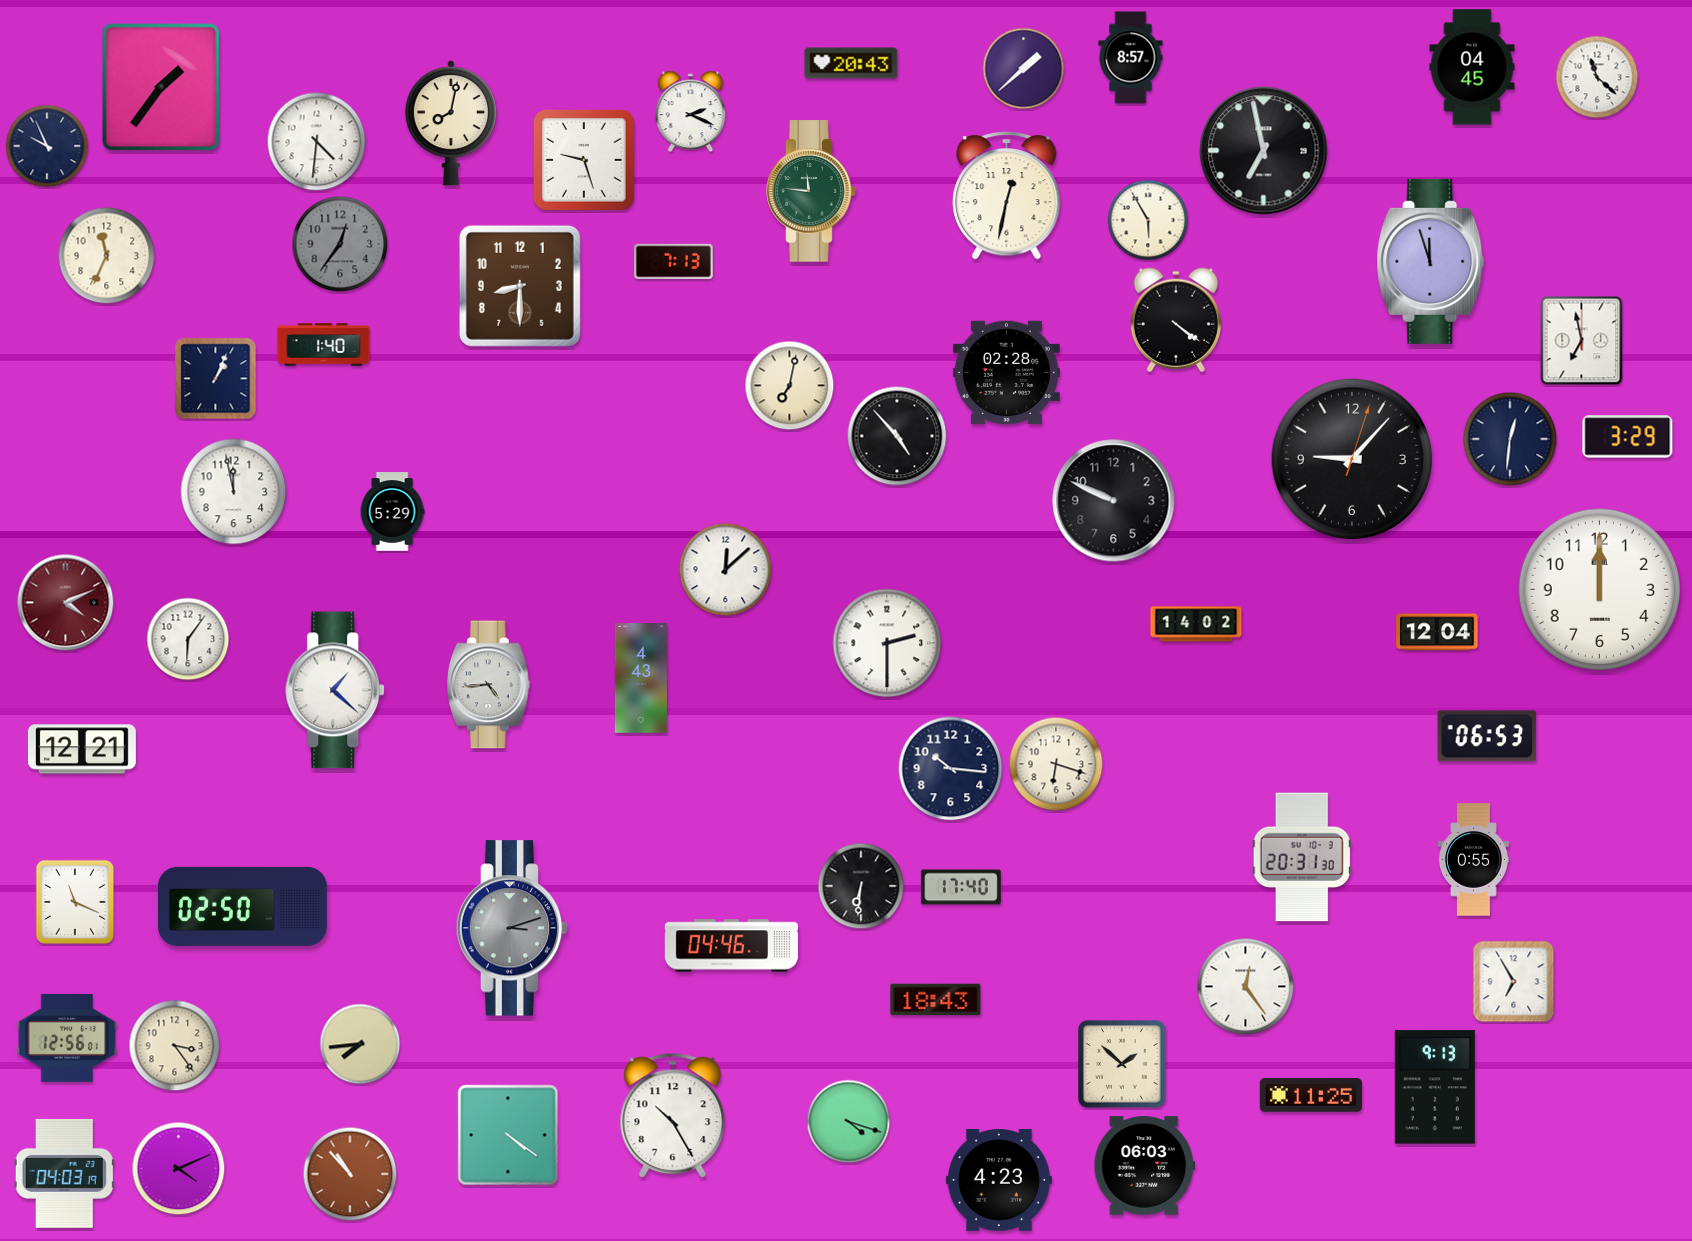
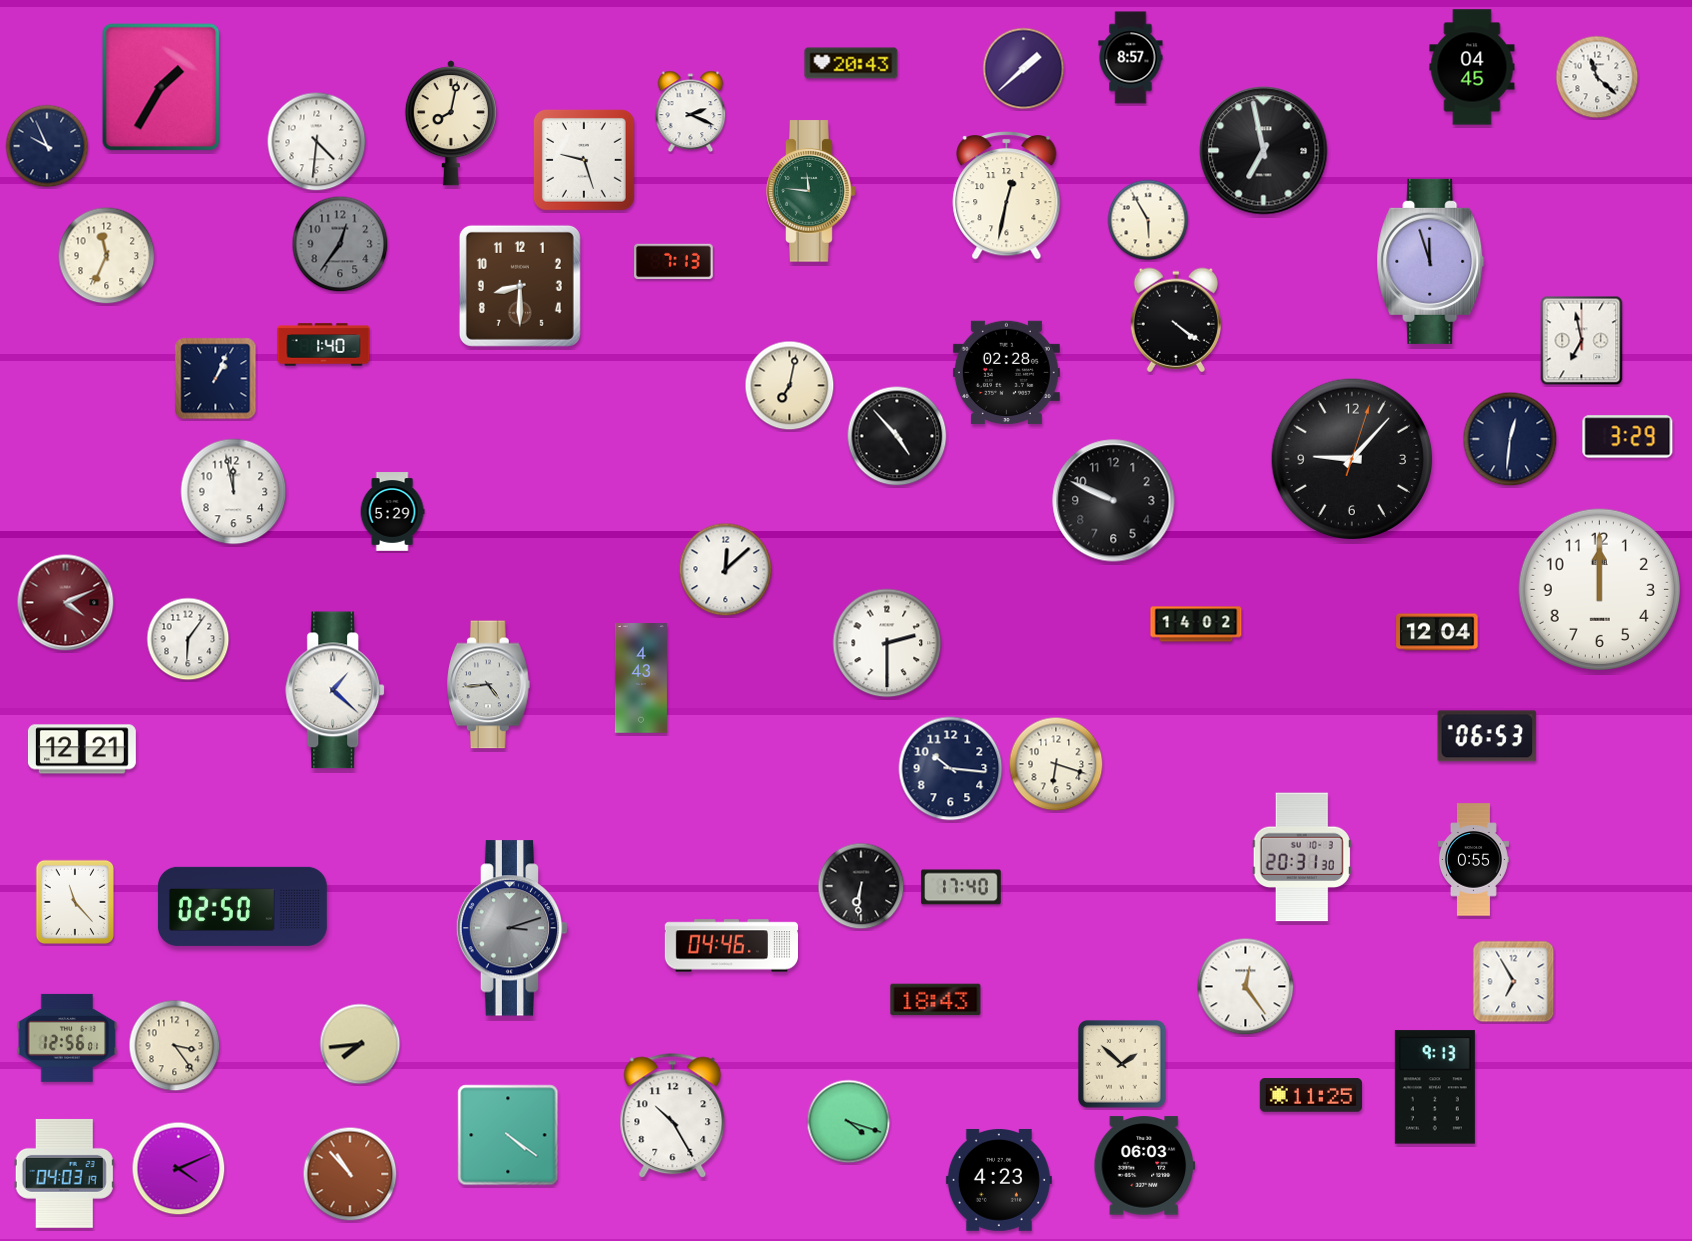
clock at (161, 87): 1:36 -> 1:35
clock at (74, 901): 11:19 -> 11:23
